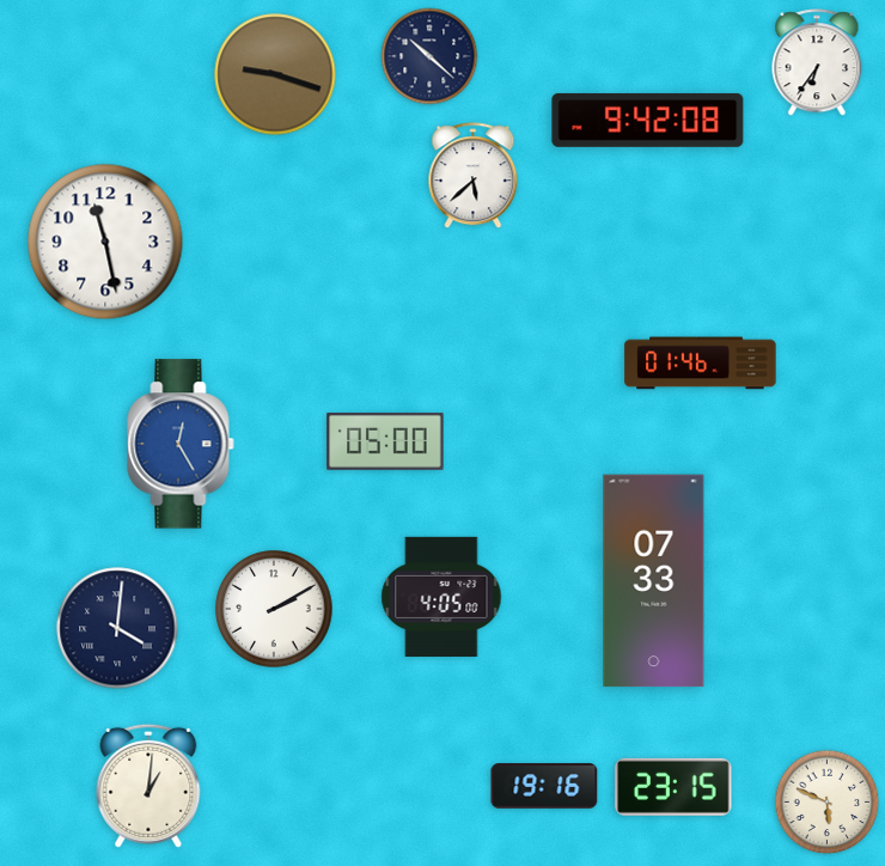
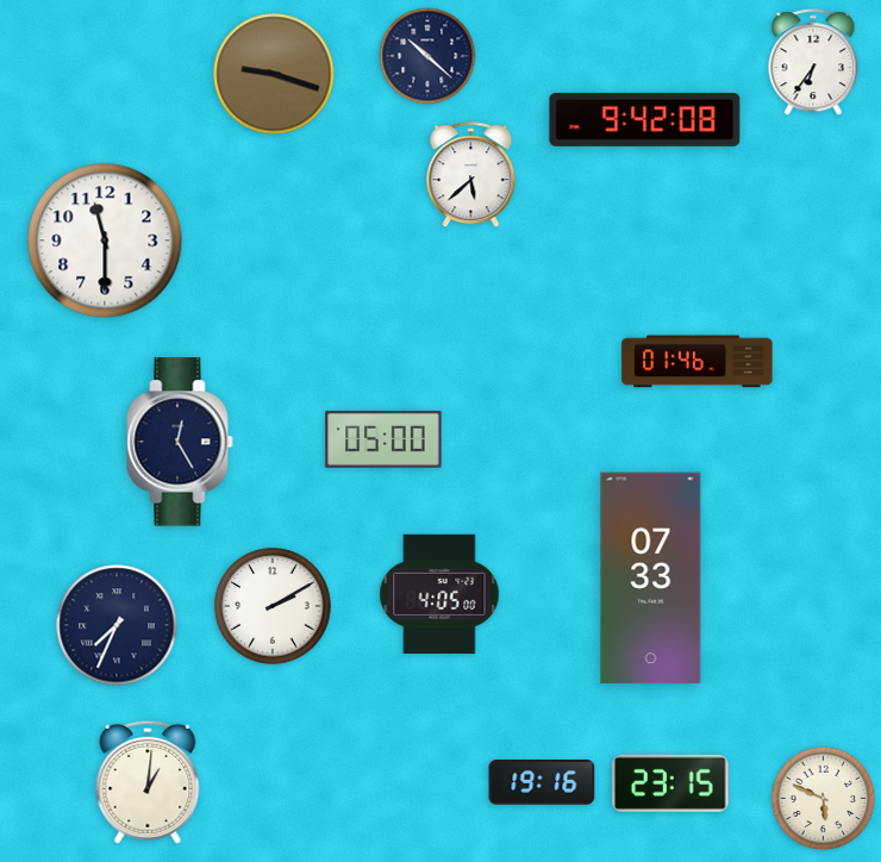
clock at (105, 242): 11:28 -> 11:30
clock at (181, 444) dial: blue -> navy
clock at (117, 628): 4:01 -> 7:34
